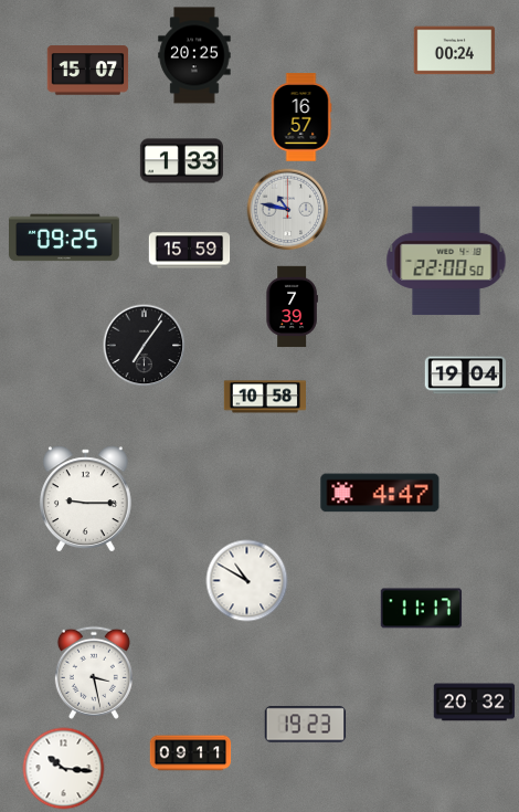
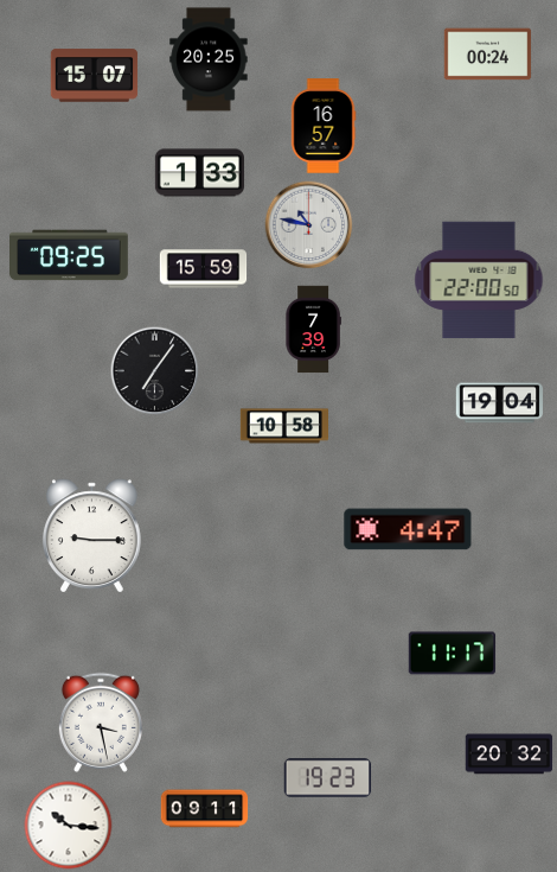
clock at (181, 161) position: (181, 161) -> (199, 173)
clock at (247, 581): 10:50 -> none
